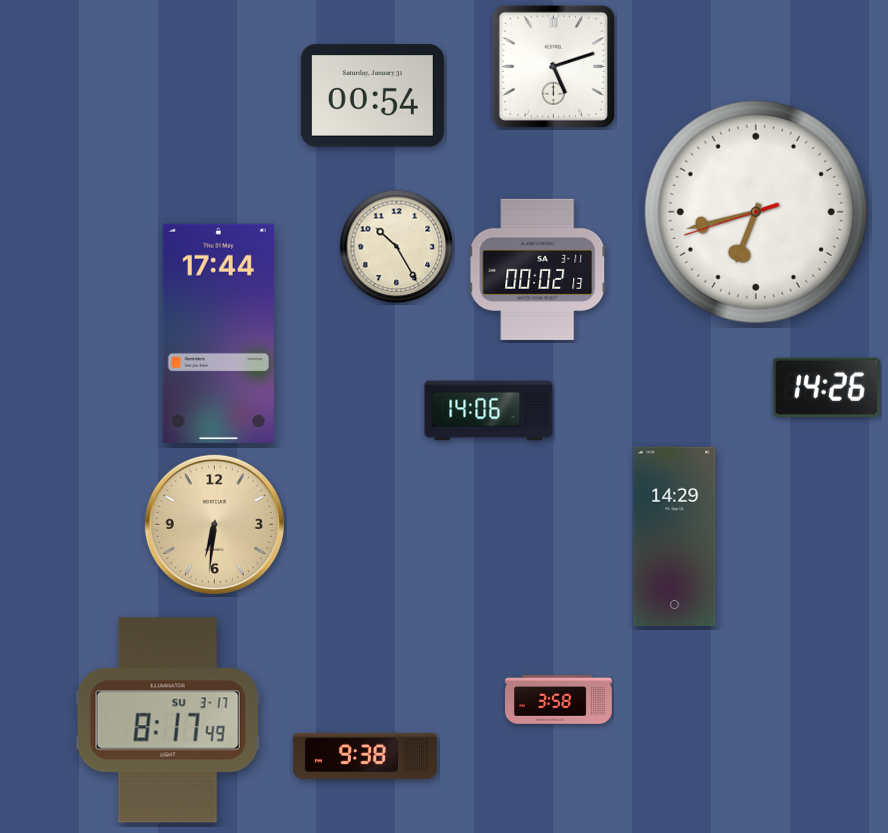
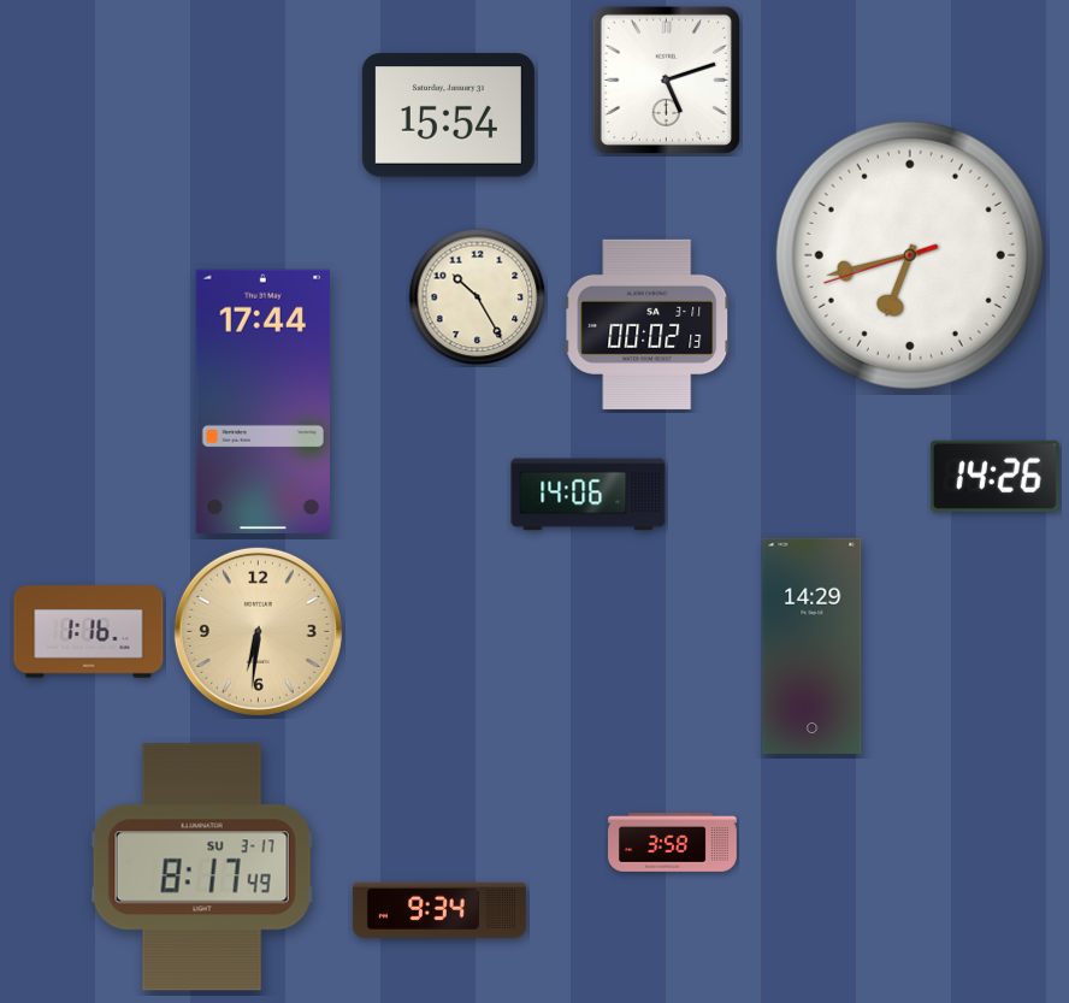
clock at (372, 96): 00:54 -> 15:54
clock at (826, 387) position: (826, 387) -> (994, 476)
clock at (89, 632): none -> 1:16
clock at (365, 756): 9:38 -> 9:34
